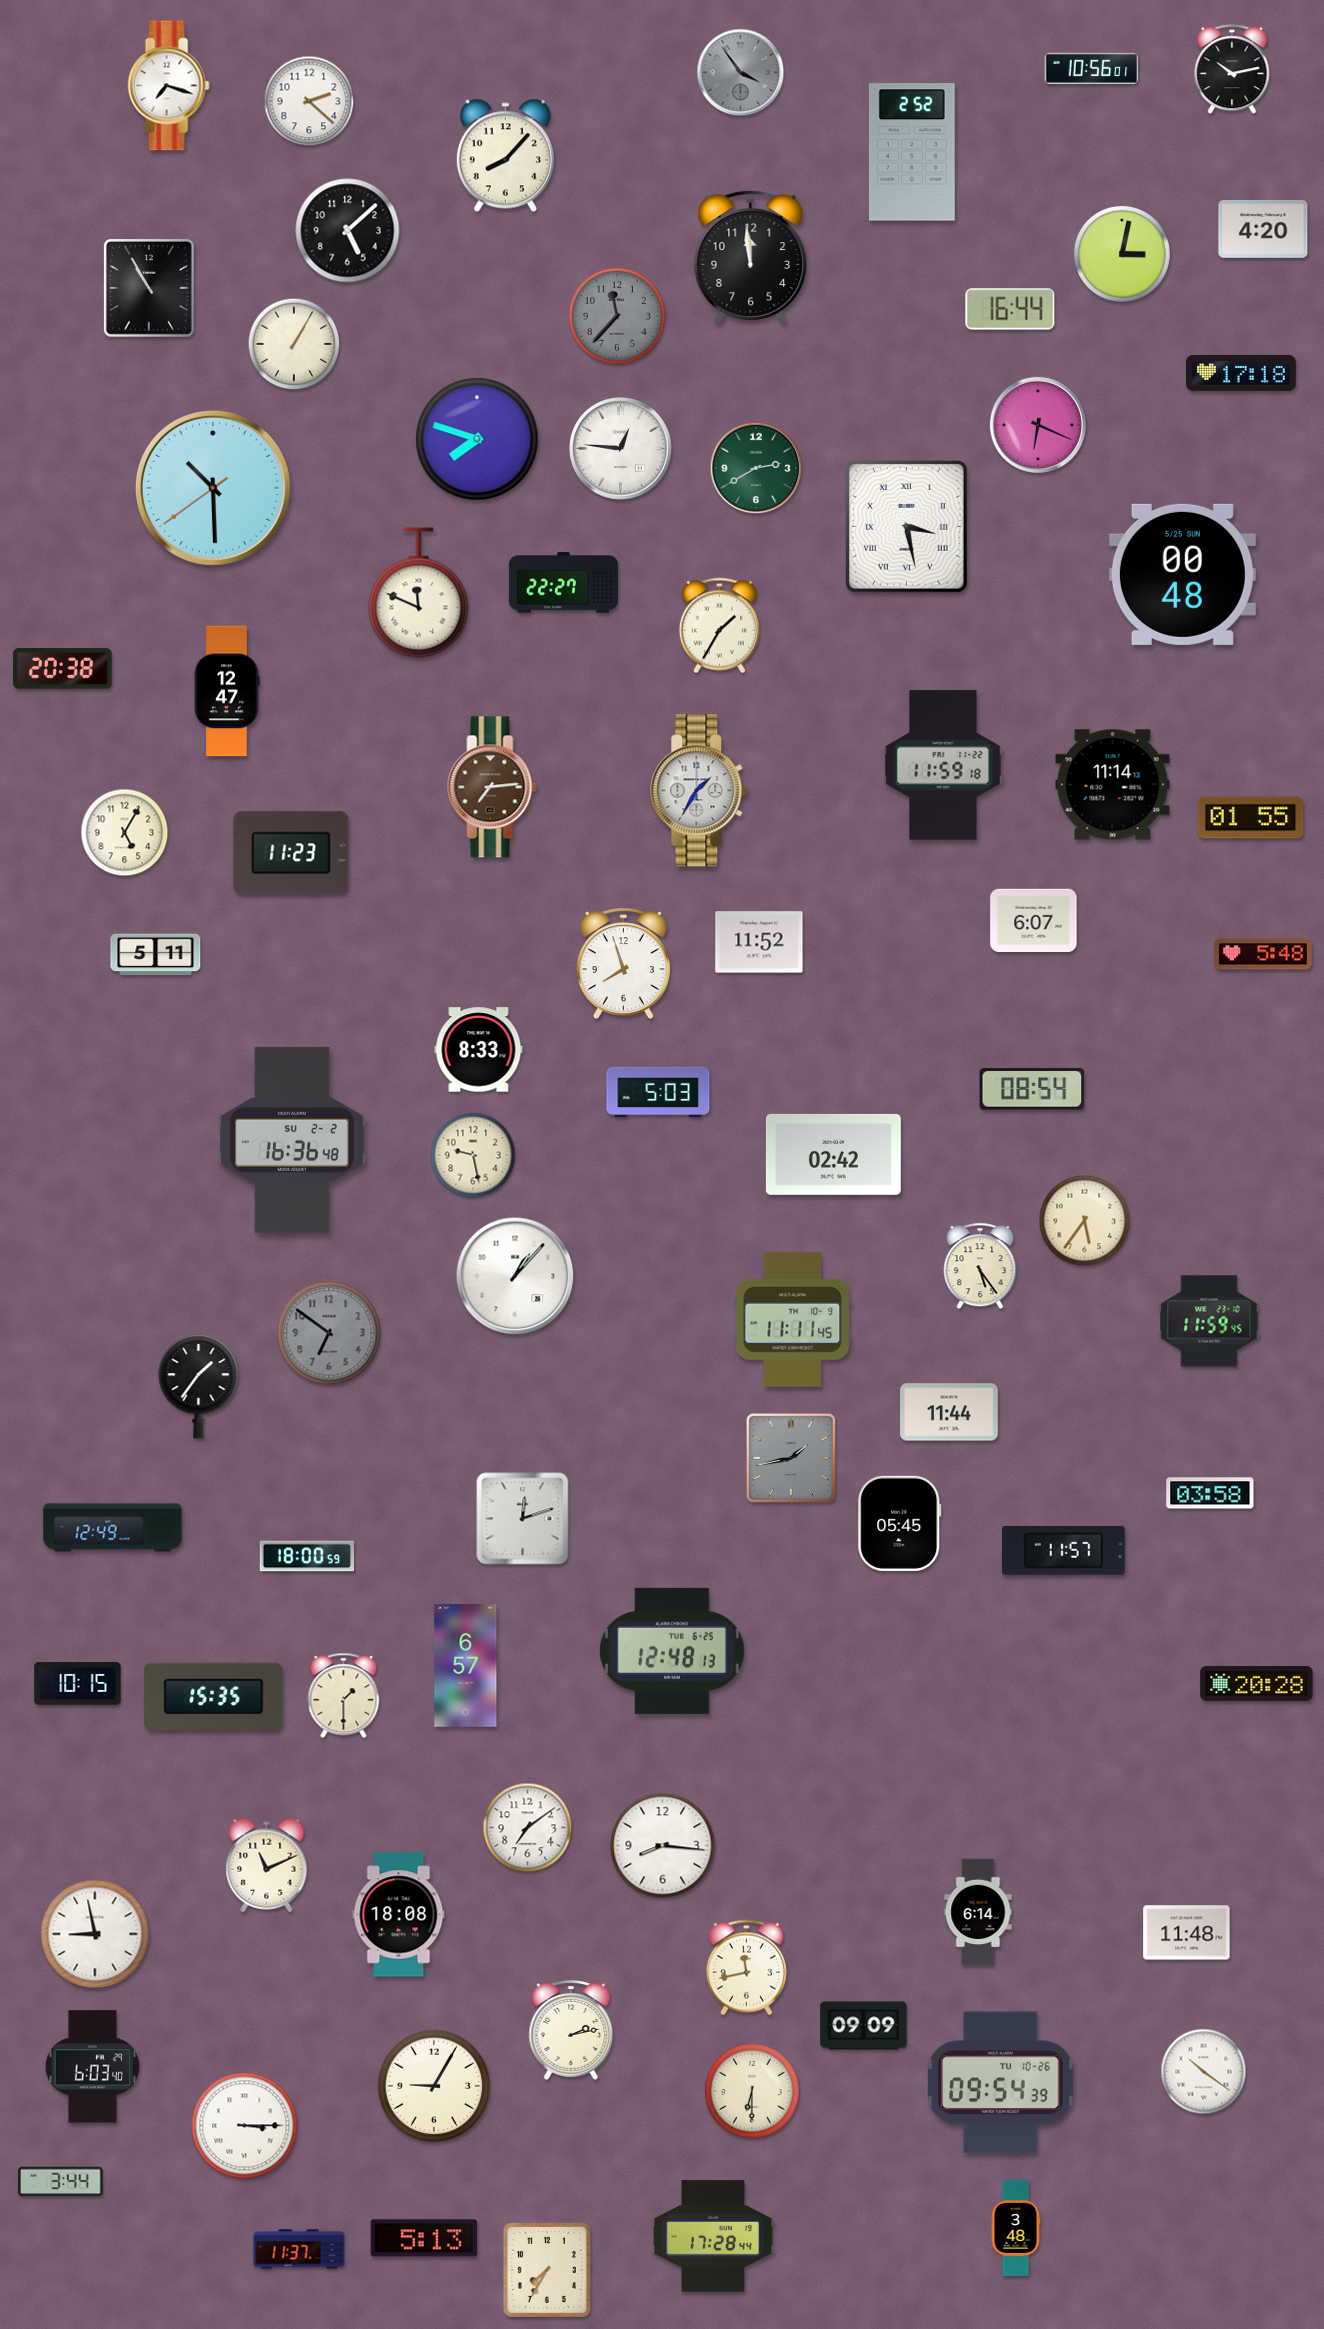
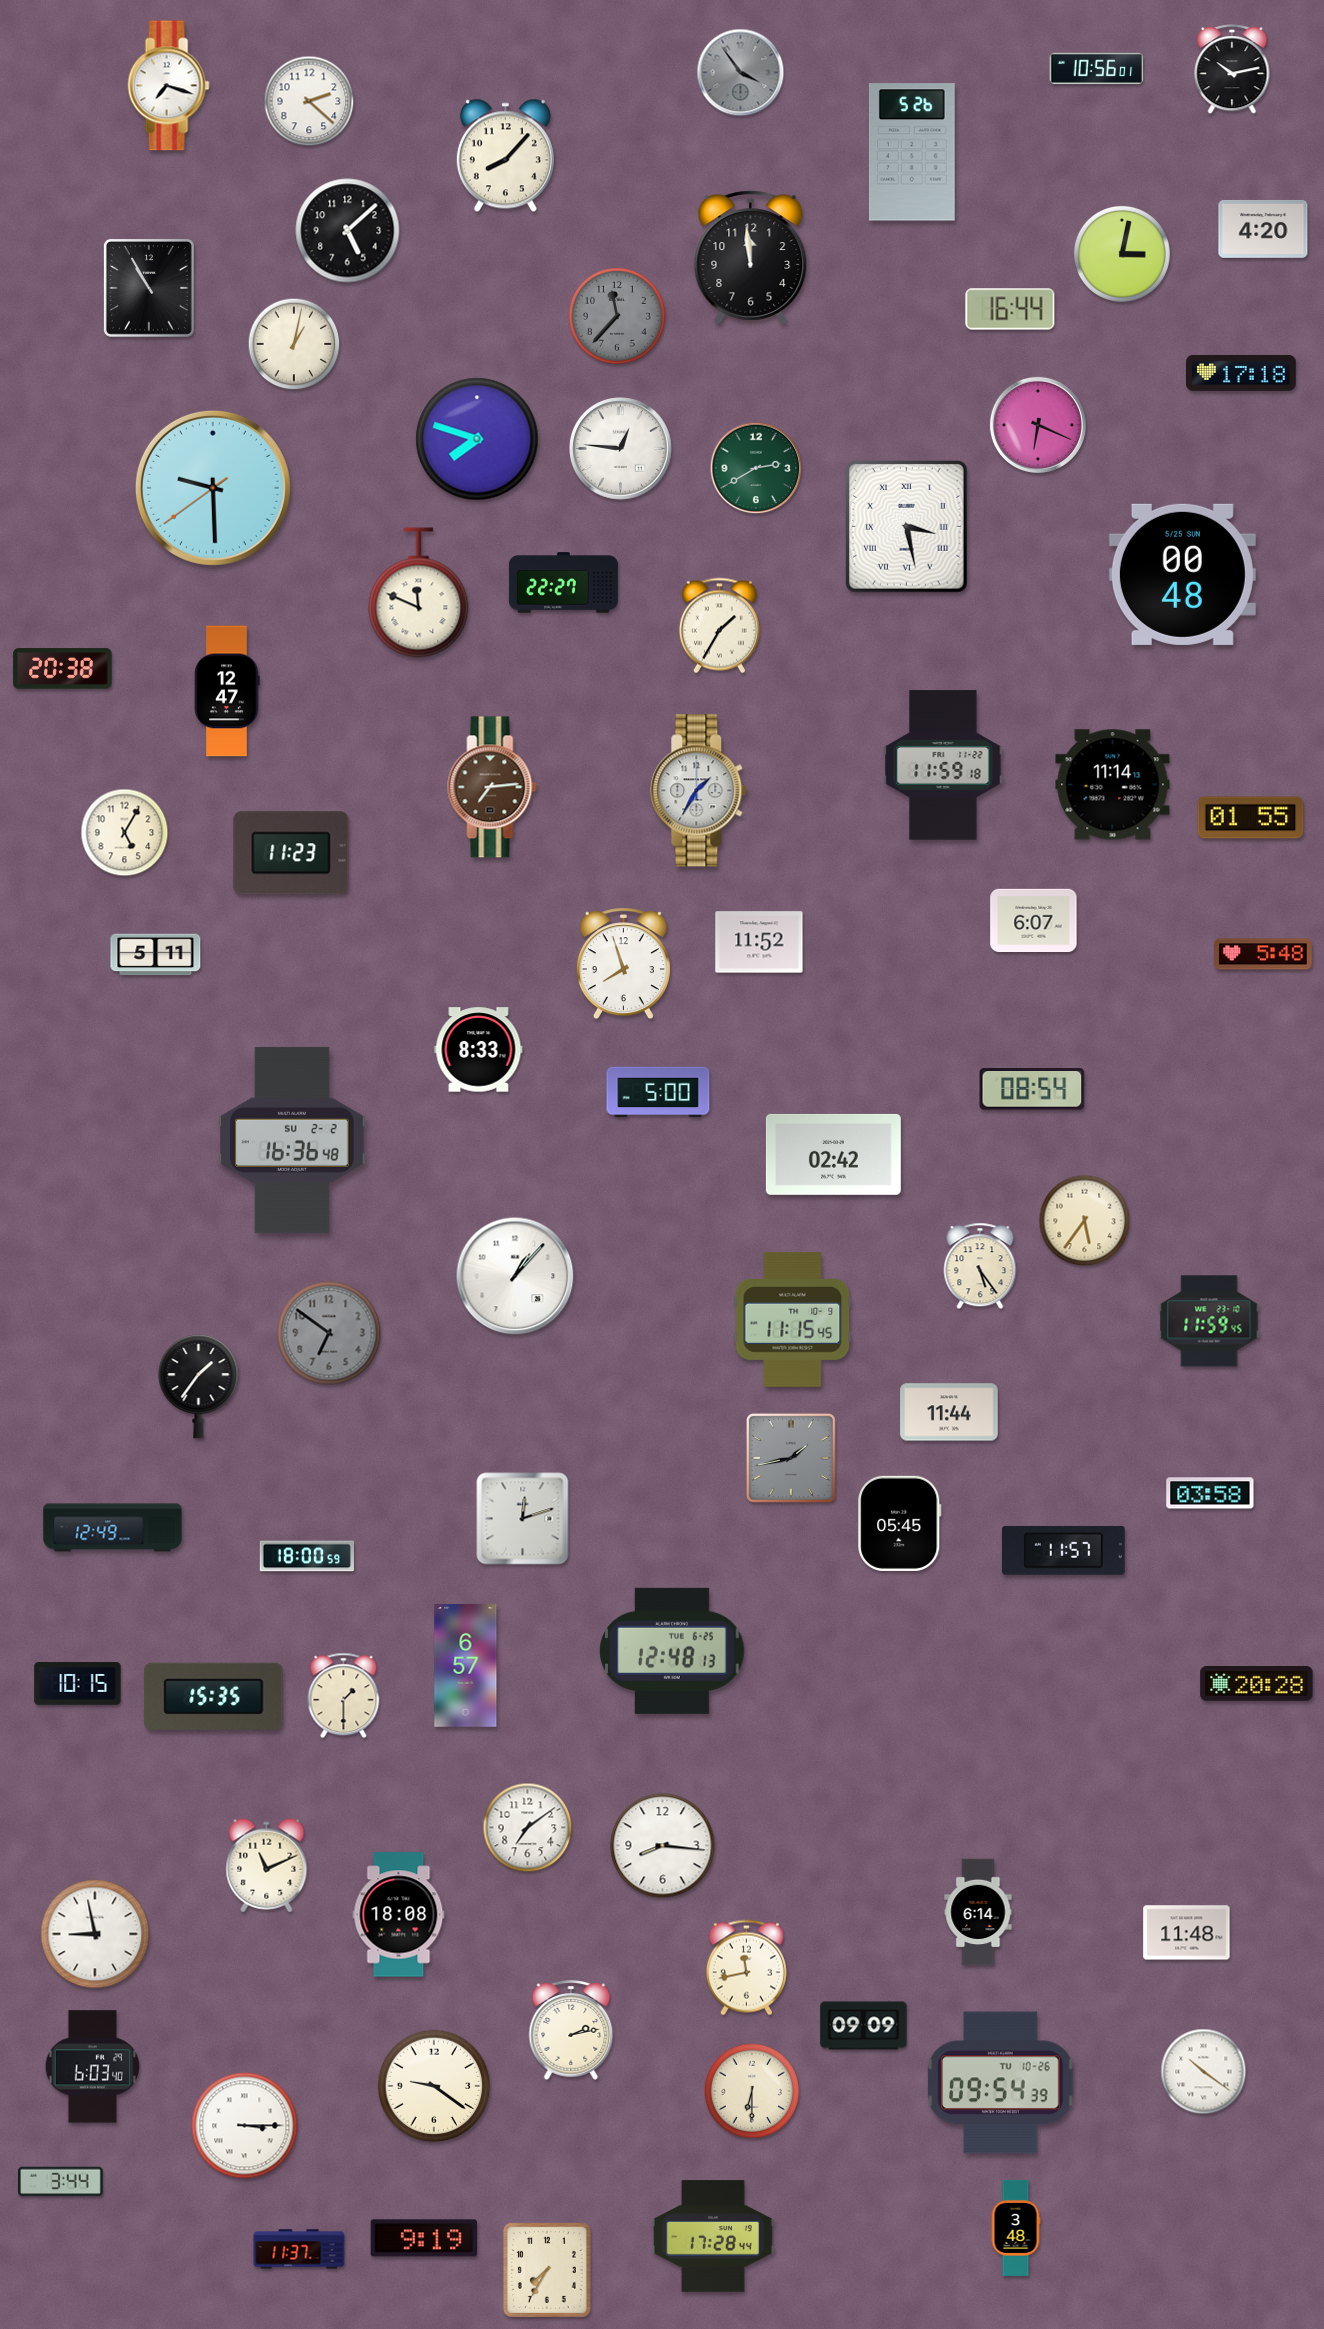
clock at (1092, 68) position: (1092, 68) -> (1097, 68)
clock at (912, 152): 2:52 -> 5:26
clock at (294, 344): 1:05 -> 1:02
clock at (213, 488): 10:29 -> 9:29
clock at (658, 1092): 5:03 -> 5:00
clock at (473, 1155): 9:28 -> none
clock at (793, 1319): 11:11 -> 11:15
clock at (434, 2086): 9:05 -> 9:21
clock at (424, 2238): 5:13 -> 9:19
